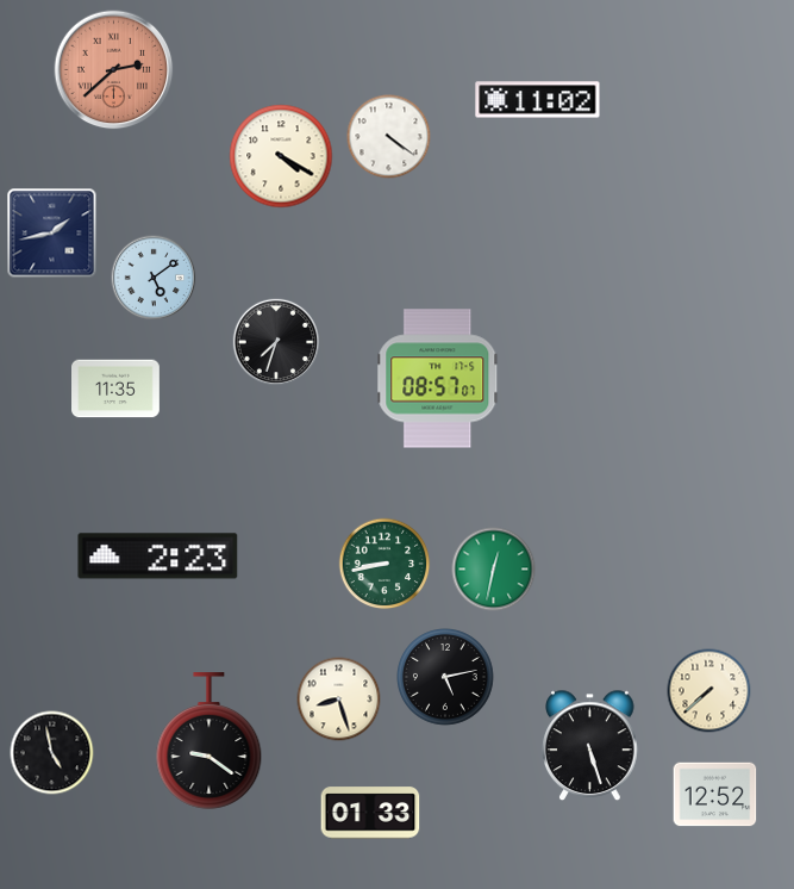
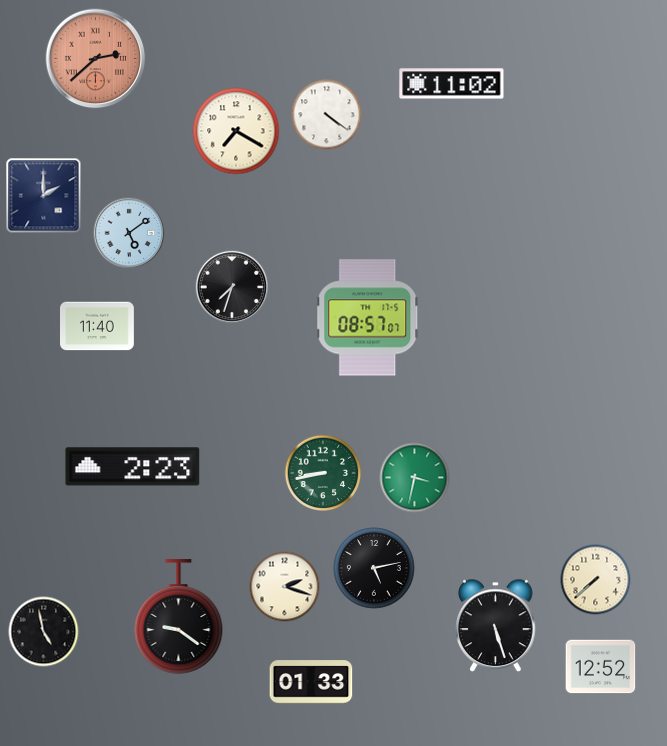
clock at (281, 156): 4:20 -> 7:20
clock at (52, 234): 1:43 -> 2:00
clock at (117, 388): 11:35 -> 11:40
clock at (494, 570): 12:32 -> 3:32
clock at (339, 700): 8:27 -> 2:18
clock at (210, 741) position: (210, 741) -> (179, 617)
